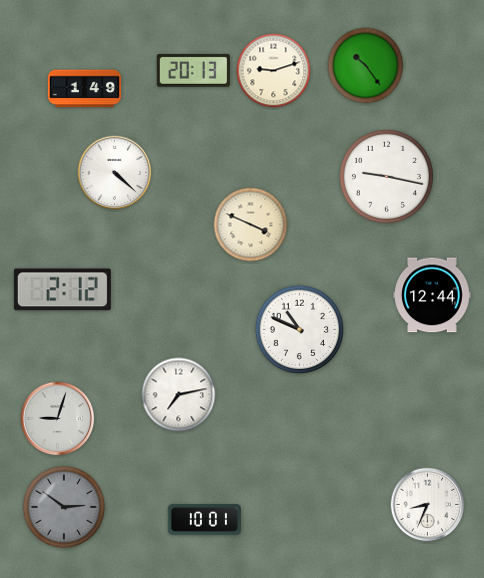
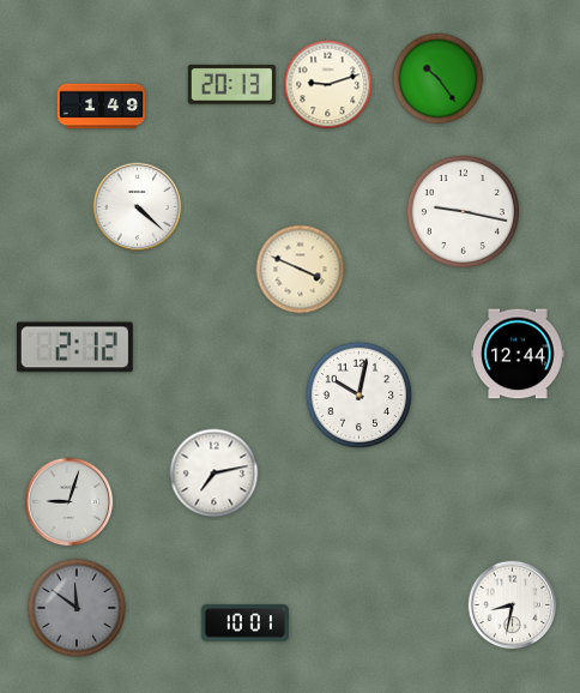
clock at (300, 330): 10:49 -> 10:02
clock at (428, 505): 8:34 -> 8:32
clock at (64, 507): 2:51 -> 11:51
